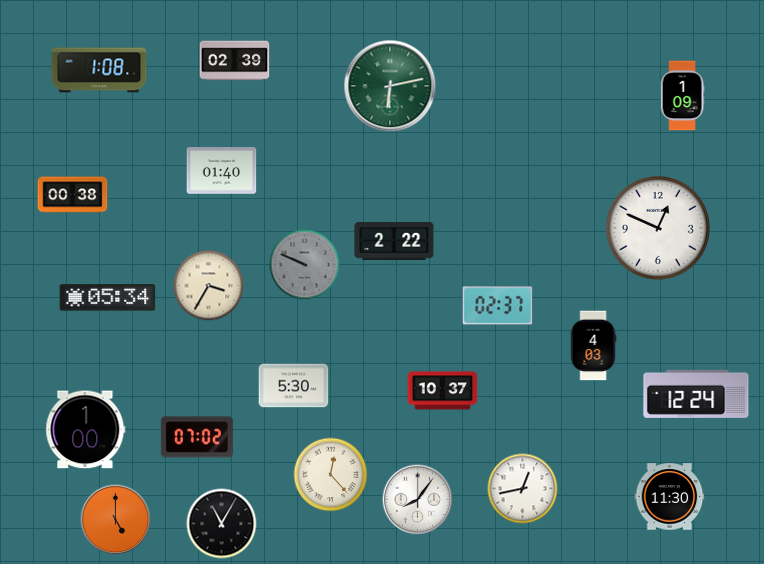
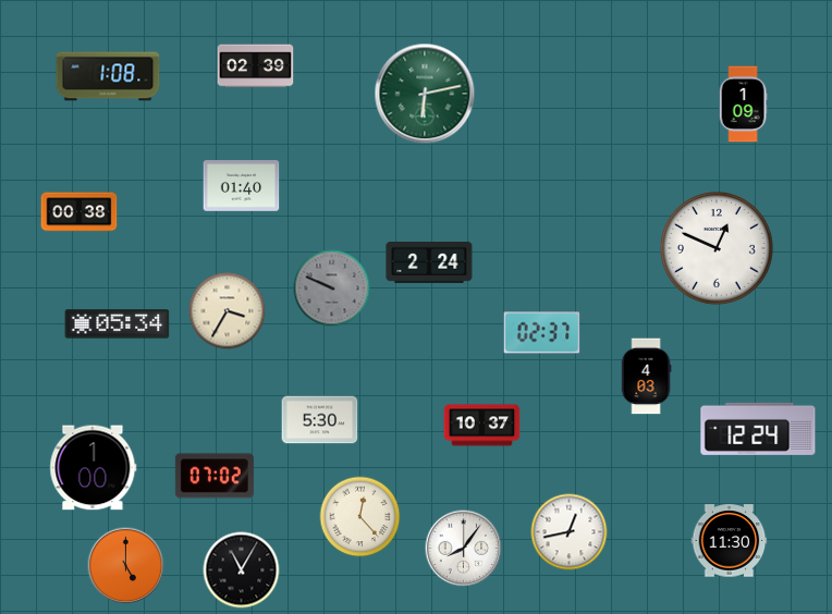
clock at (394, 241): 2:22 -> 2:24
clock at (418, 500) position: (418, 500) -> (464, 549)
